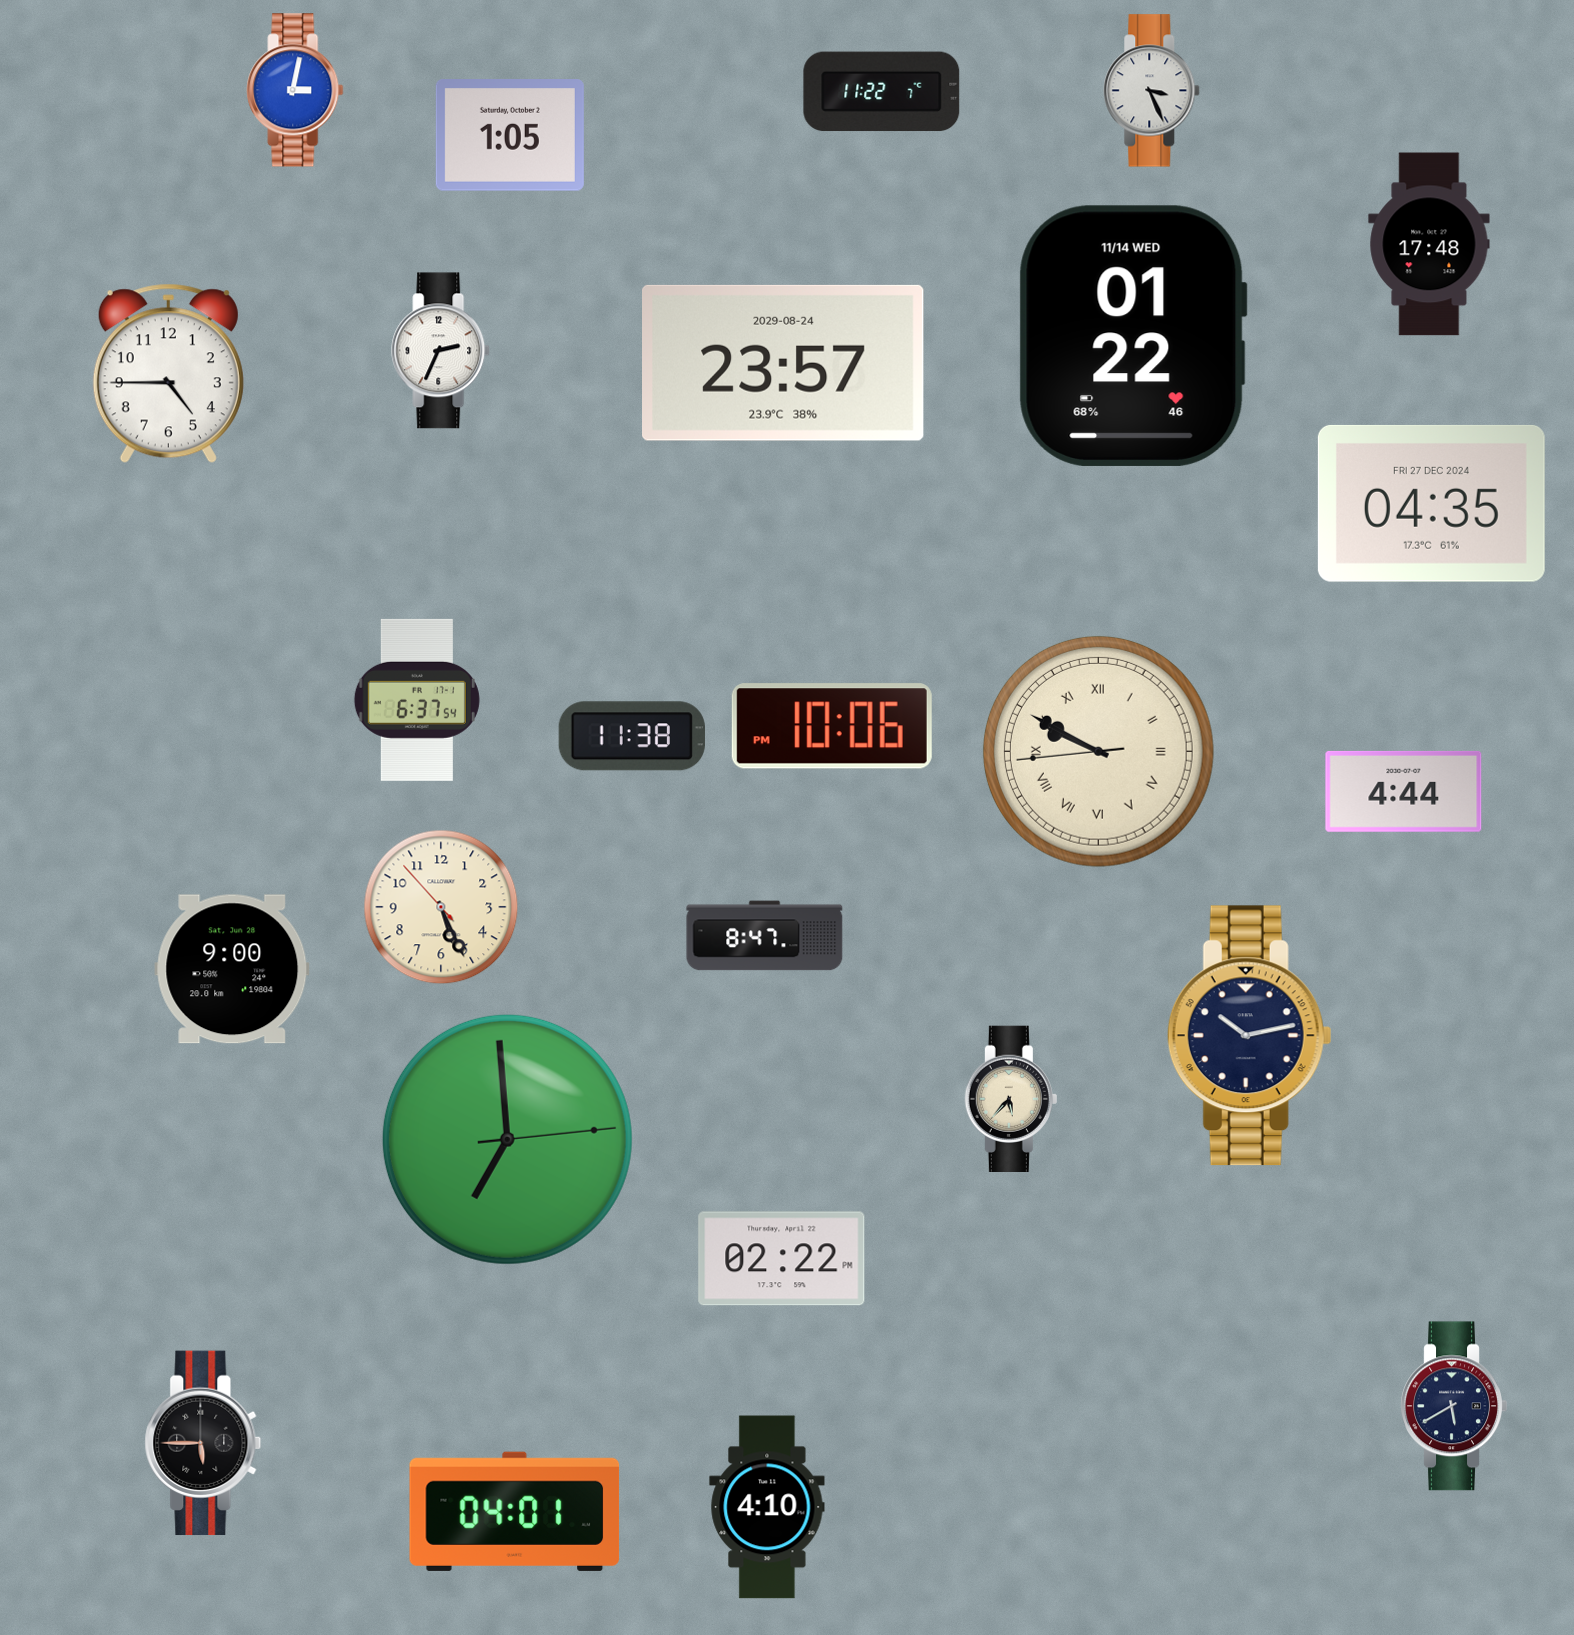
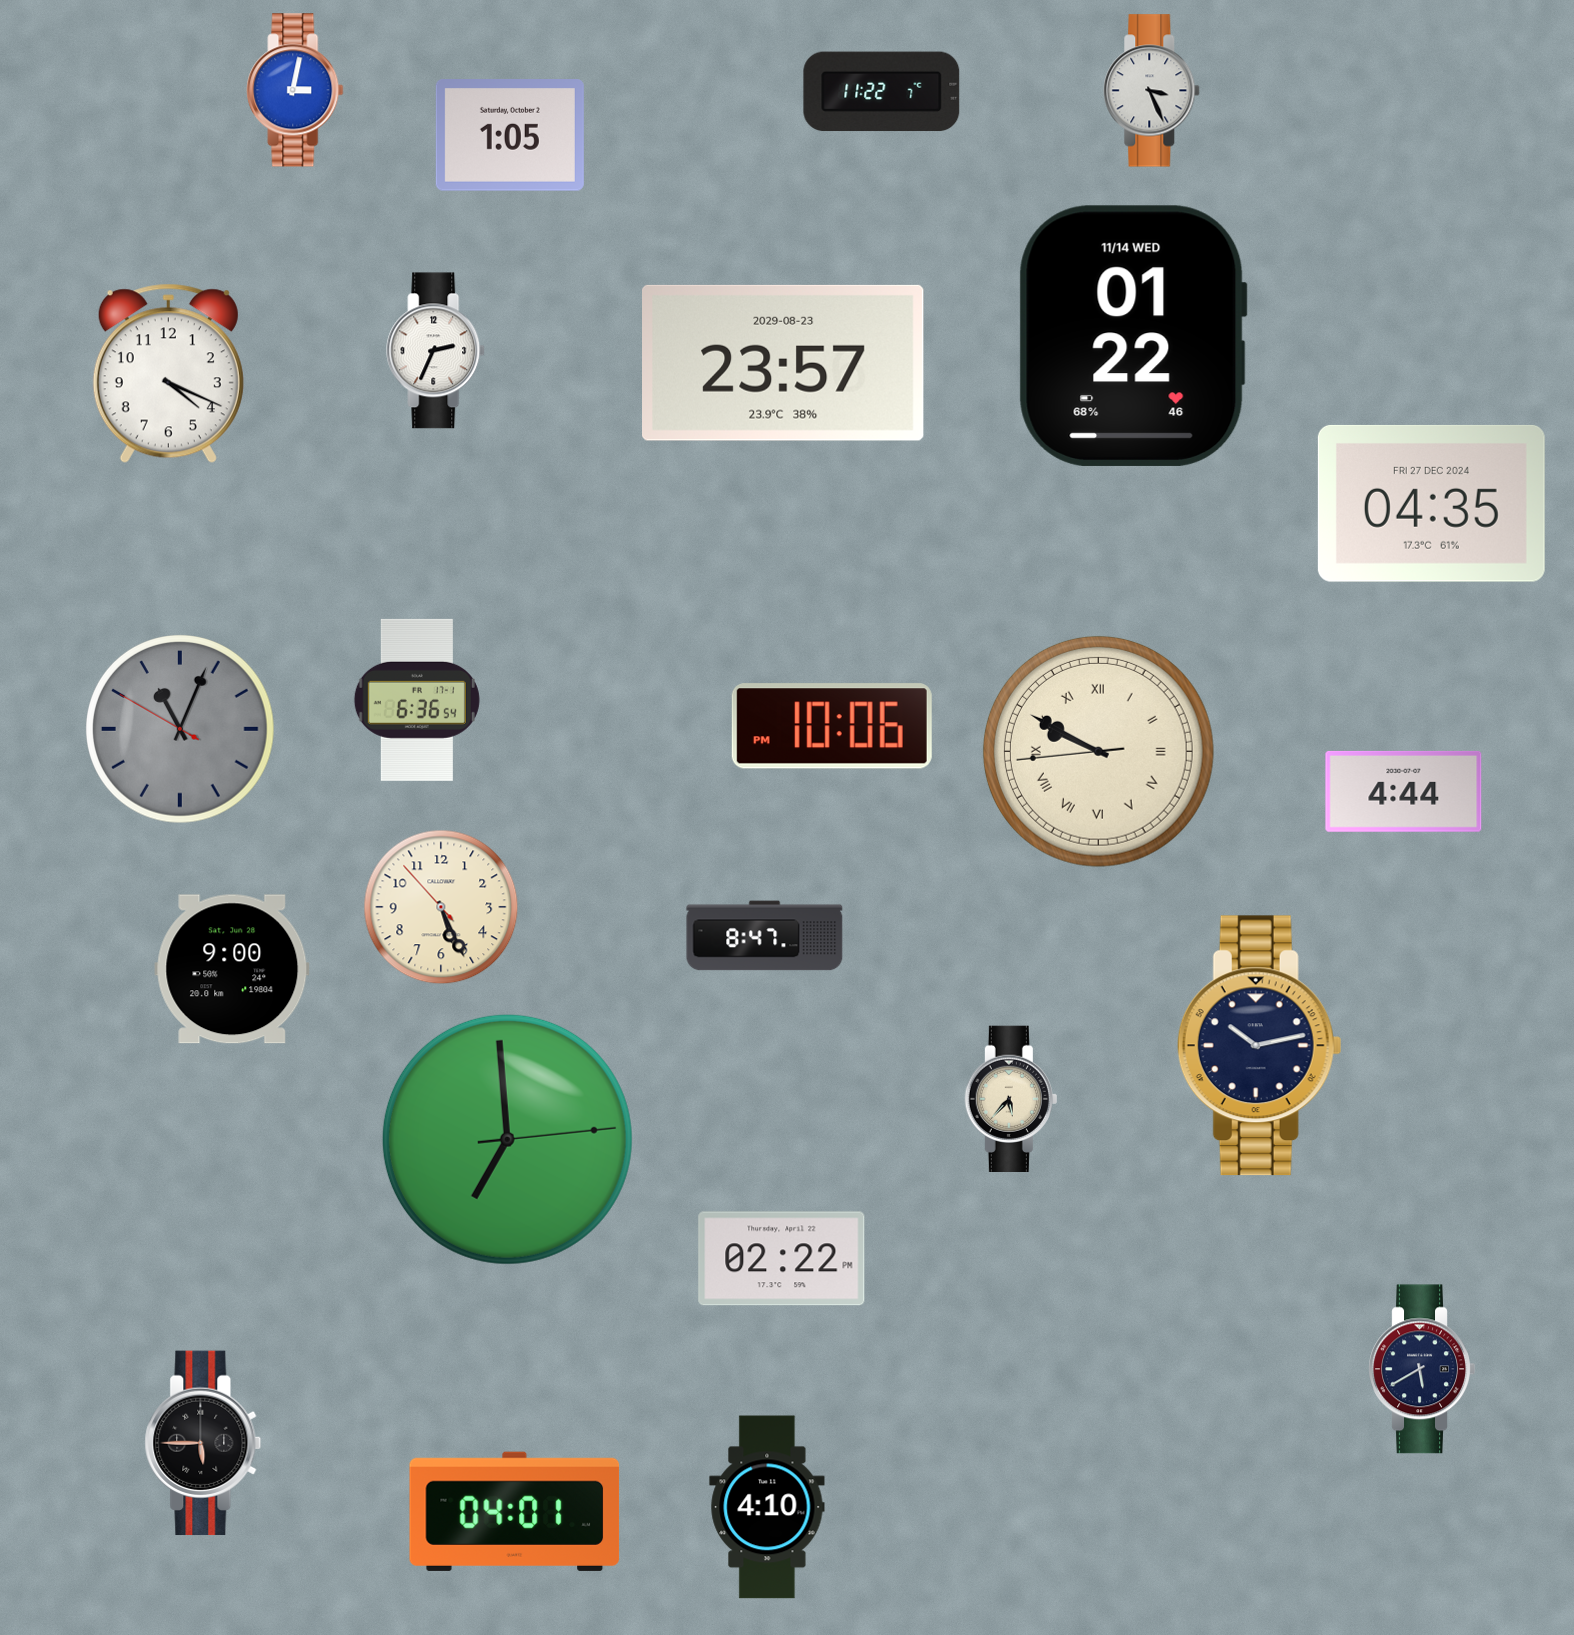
clock at (1429, 244): 17:48 -> none
clock at (441, 351) position: (441, 351) -> (436, 351)
clock at (784, 363) date: 2029-08-24 -> 2029-08-23
clock at (168, 374): 4:45 -> 4:19
clock at (417, 700): 6:37 -> 6:36
clock at (181, 730): none -> 11:03
clock at (632, 736): 11:38 -> none
clock at (1249, 1036) position: (1249, 1036) -> (1259, 1046)
clock at (1454, 1406) position: (1454, 1406) -> (1422, 1369)
